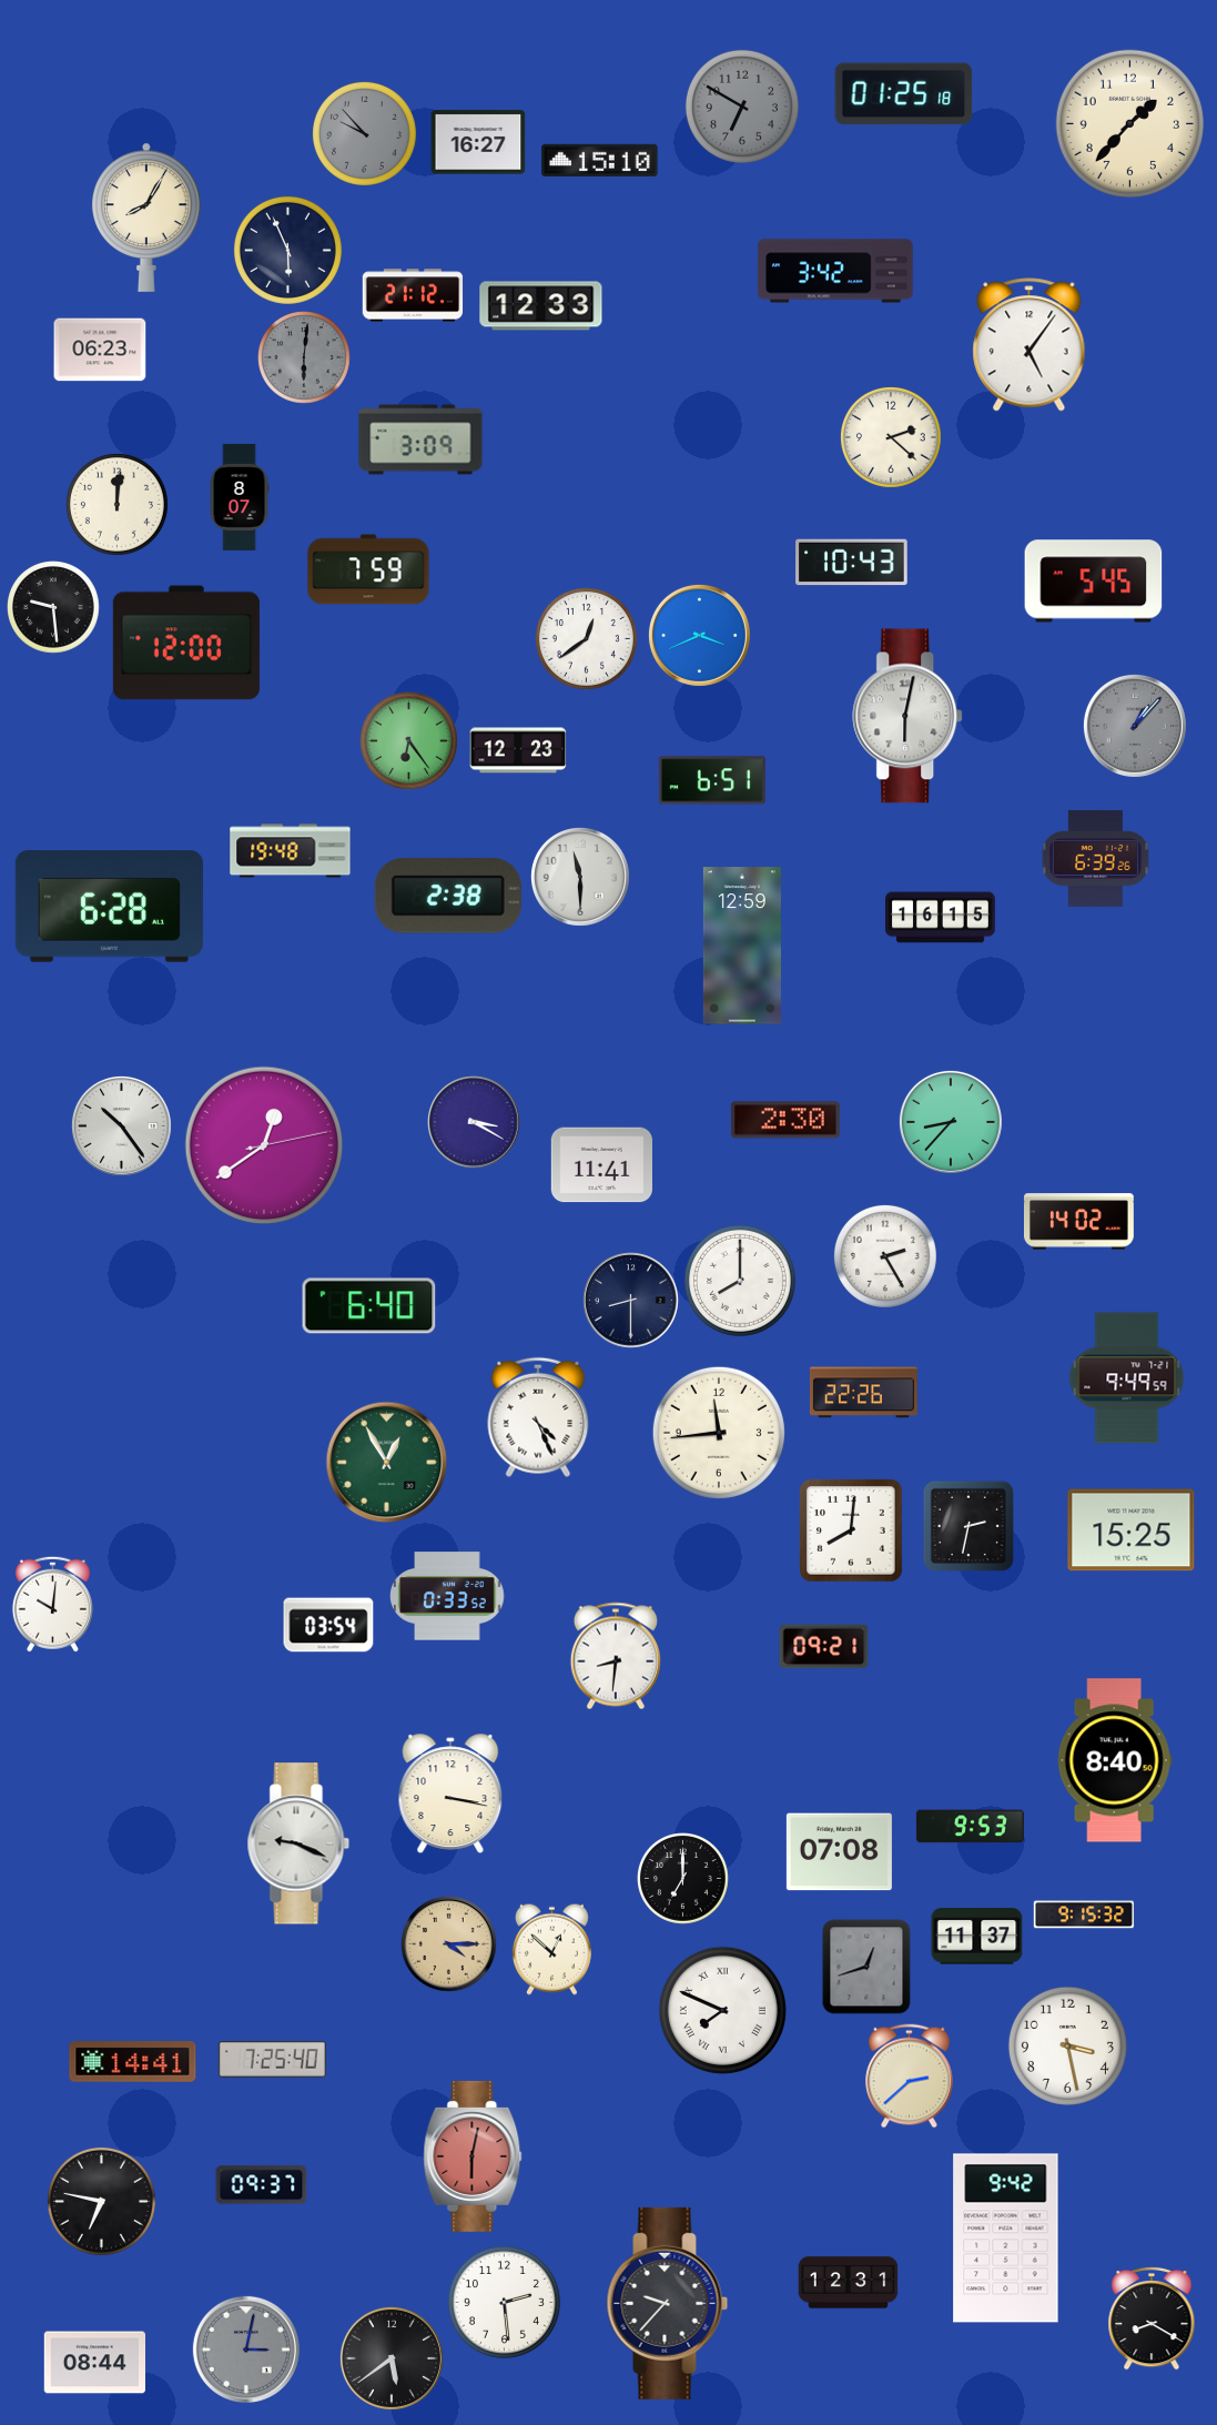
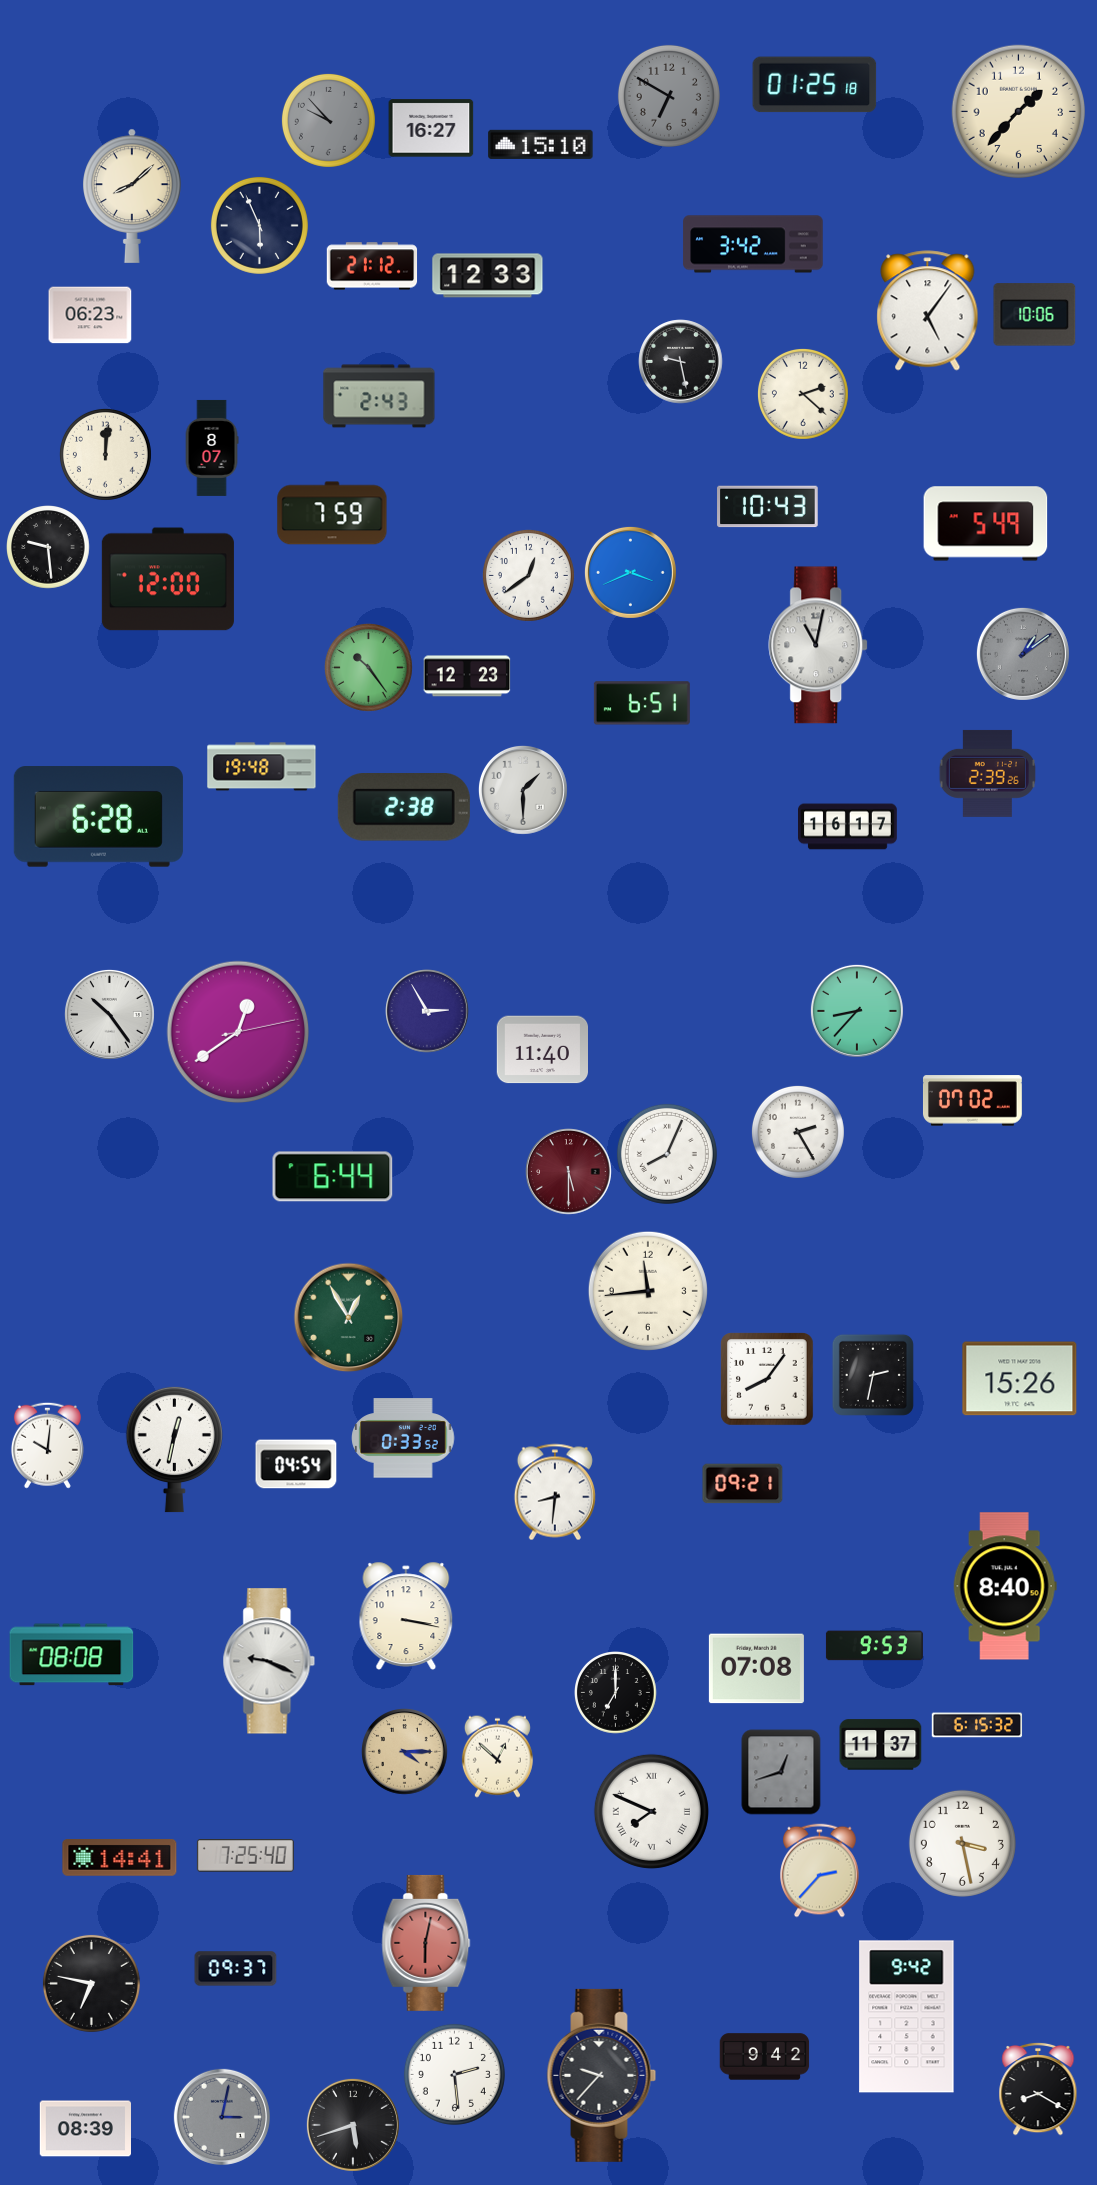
clock at (146, 218): 8:05 -> 8:08
clock at (1035, 315): none -> 10:06
clock at (305, 358): 6:01 -> none
clock at (681, 362): none -> 9:28
clock at (420, 439): 3:09 -> 2:43
clock at (240, 497) position: (240, 497) -> (212, 448)
clock at (1094, 582): 5:45 -> 5:49
clock at (909, 716): 6:02 -> 11:02
clock at (1135, 726): 1:07 -> 1:09
clock at (408, 740): 6:24 -> 10:24
clock at (1095, 858): 6:39 -> 2:39
clock at (580, 877): 11:30 -> 1:30
clock at (941, 918): 16:15 -> 16:17
clock at (742, 946): 12:59 -> none
clock at (785, 1120): 2:30 -> none
clock at (474, 1122): 3:20 -> 2:55
clock at (601, 1165): 11:41 -> 11:40
clock at (1078, 1222): 14:02 -> 07:02
clock at (740, 1281): 8:00 -> 8:04
clock at (631, 1301): 8:30 -> 5:30
clock at (631, 1301) dial: navy -> burgundy
clock at (369, 1306): 6:40 -> 6:44
clock at (1127, 1378): 9:49 -> none
clock at (863, 1393): 22:26 -> none
clock at (538, 1417): 4:26 -> none
clock at (851, 1530): 8:01 -> 8:06
clock at (1132, 1530): 15:25 -> 15:26
clock at (174, 1449): none -> 12:32
clock at (328, 1625): 03:54 -> 04:54
clock at (72, 1655): none -> 08:08
clock at (1084, 1914): 9:15 -> 6:15
clock at (910, 2077): 2:38 -> 2:37
clock at (849, 2283): 12:31 -> 9:42
clock at (392, 2358): 5:39 -> 5:42
clock at (94, 2363): 08:44 -> 08:39
